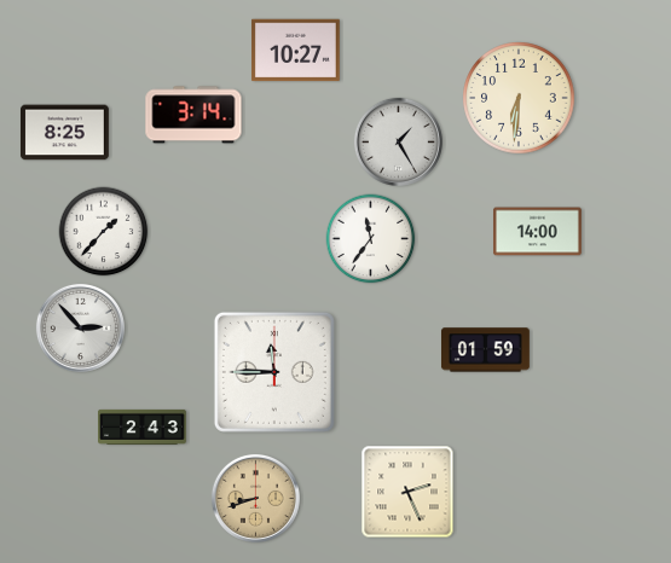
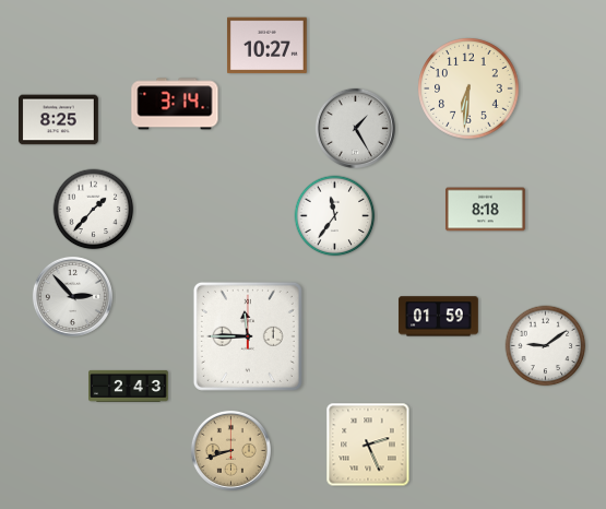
clock at (398, 141) position: (398, 141) -> (355, 128)
clock at (537, 232): 14:00 -> 8:18
clock at (546, 346): none -> 9:09
